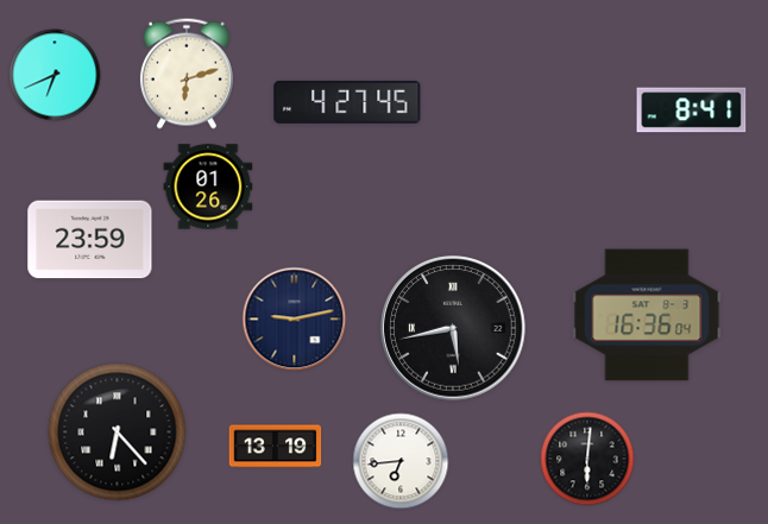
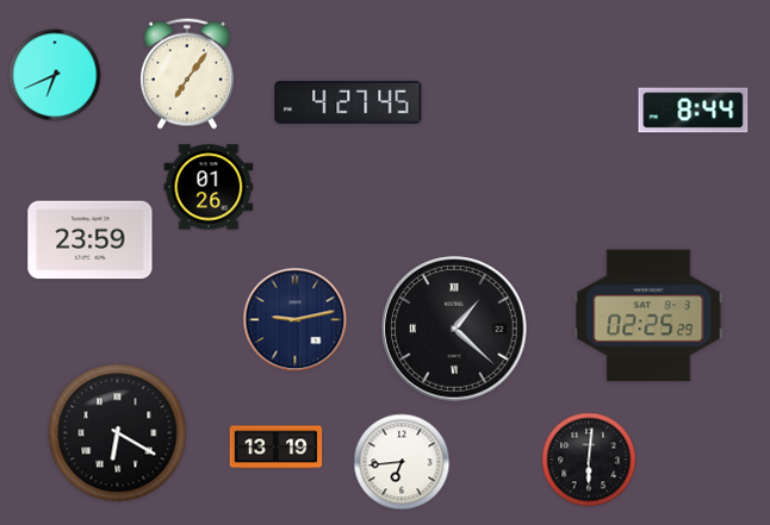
clock at (187, 74): 6:12 -> 7:06
clock at (692, 111): 8:41 -> 8:44
clock at (647, 315): 16:36 -> 02:25
clock at (453, 328): 5:43 -> 1:22
clock at (118, 433): 6:23 -> 6:20
